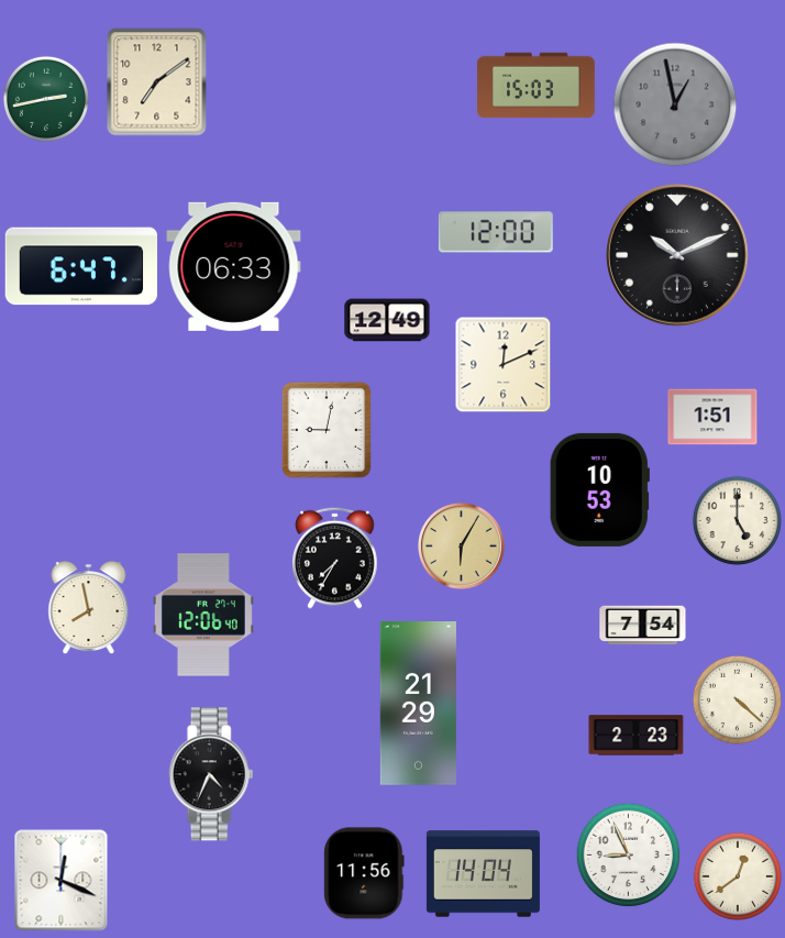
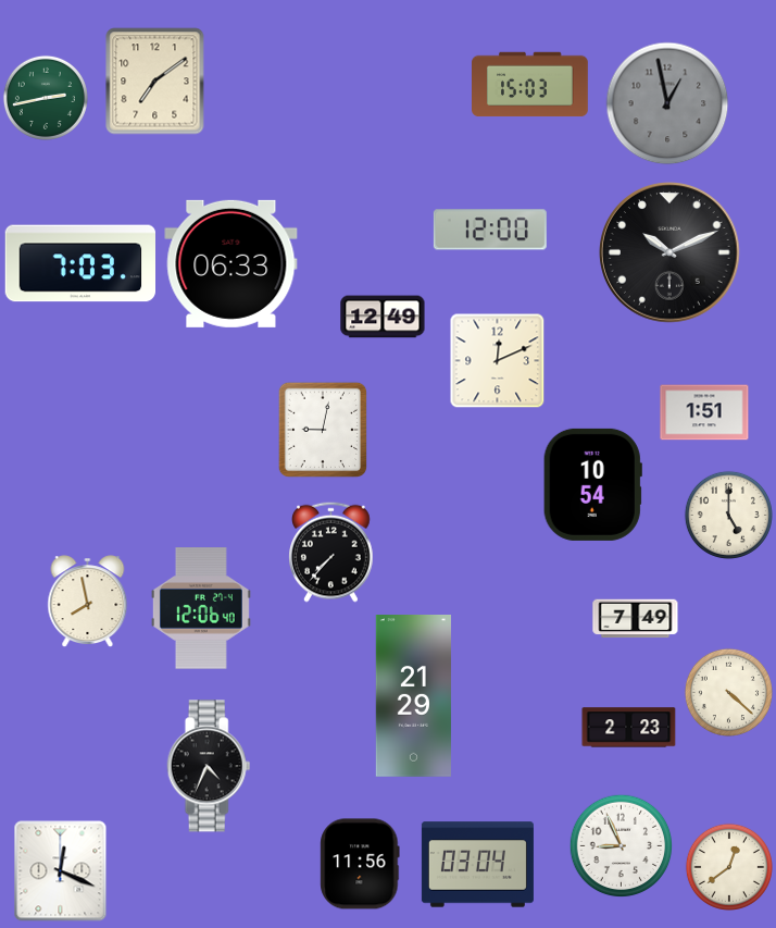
clock at (81, 266): 6:47 -> 7:03
clock at (325, 430) position: (325, 430) -> (322, 430)
clock at (599, 489): 10:53 -> 10:54
clock at (462, 547): 6:05 -> none
clock at (335, 558): 7:35 -> 7:37
clock at (643, 626): 7:54 -> 7:49
clock at (483, 874): 14:04 -> 03:04
